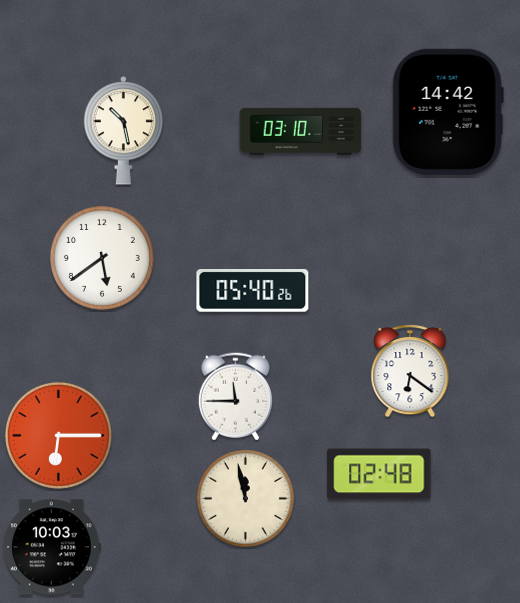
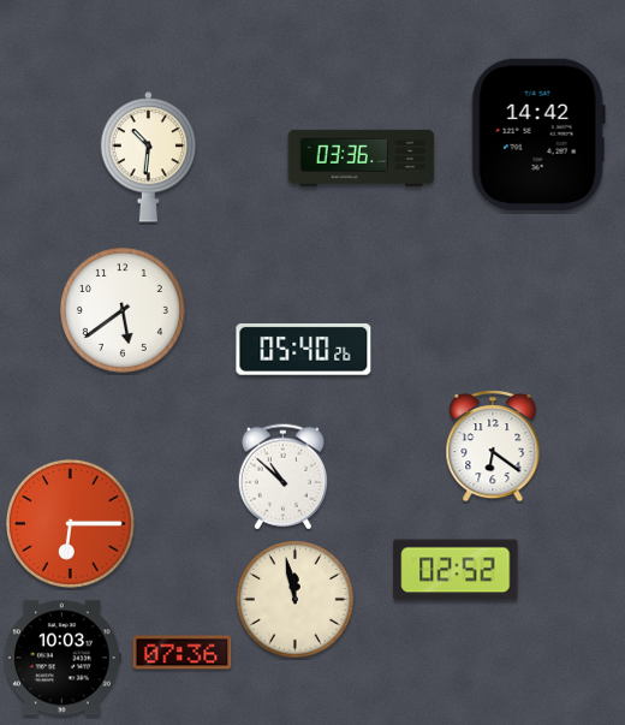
clock at (124, 131): 10:28 -> 10:31
clock at (301, 131): 03:10 -> 03:36
clock at (235, 397): 11:45 -> 10:52
clock at (379, 474): 02:48 -> 02:52
clock at (183, 653): none -> 07:36
